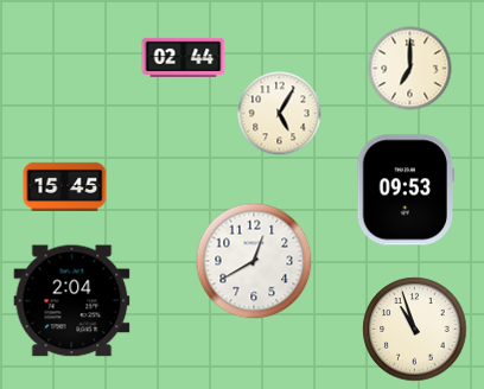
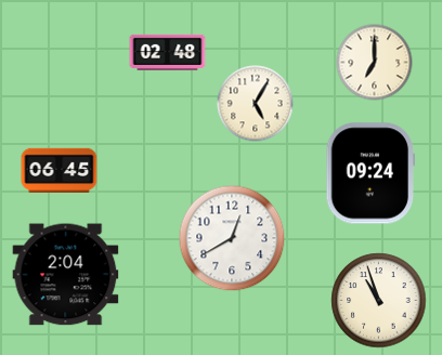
clock at (184, 57): 02:44 -> 02:48
clock at (65, 186): 15:45 -> 06:45
clock at (406, 190): 09:53 -> 09:24
